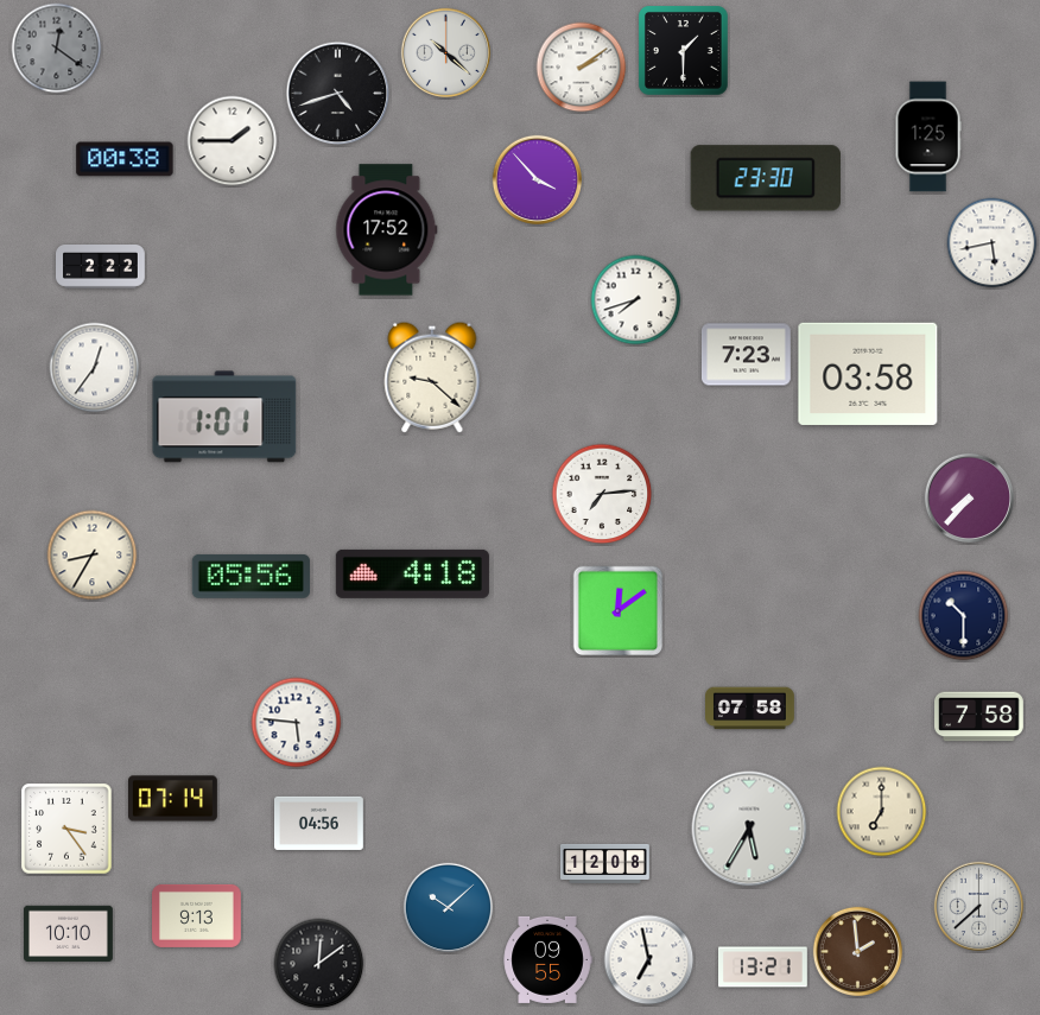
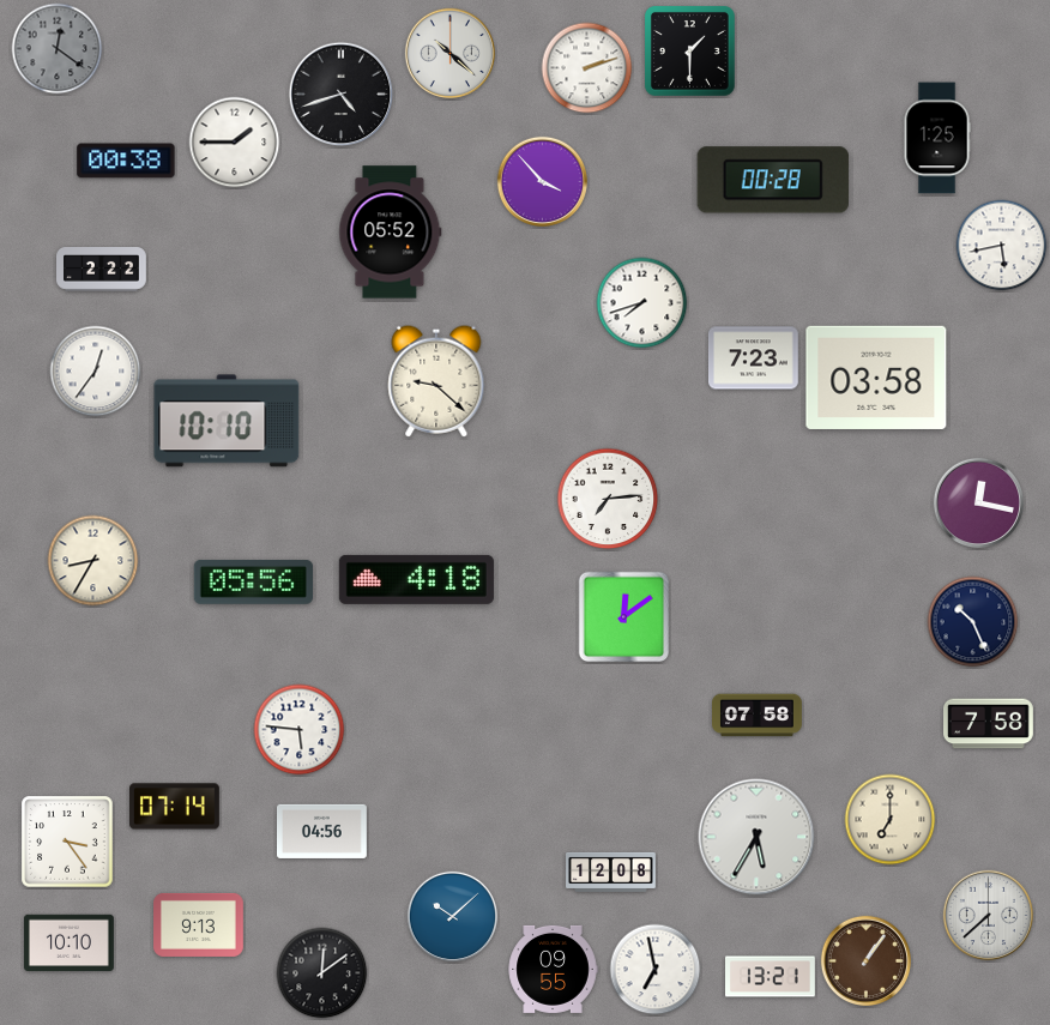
clock at (582, 68): 2:09 -> 2:12
clock at (766, 178): 23:30 -> 00:28
clock at (387, 230): 17:52 -> 05:52
clock at (224, 417): 1:01 -> 10:10
clock at (969, 497): 7:37 -> 12:17
clock at (964, 616): 10:30 -> 10:26
clock at (66, 829) position: (66, 829) -> (67, 842)
clock at (857, 951): 1:59 -> 1:06
